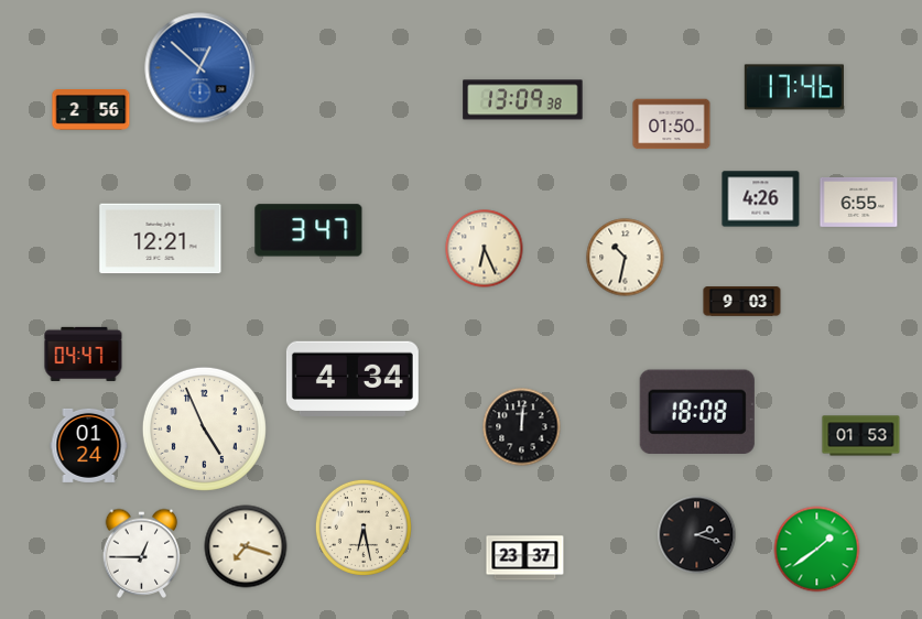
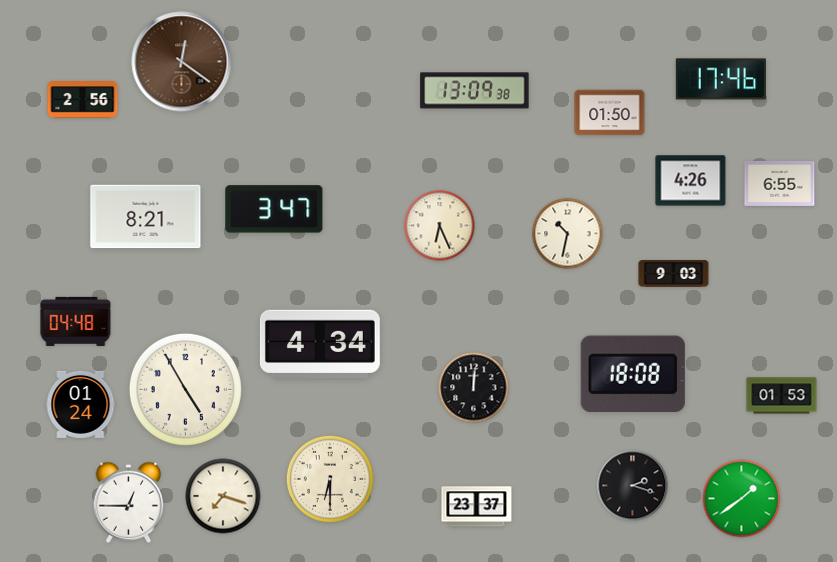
clock at (200, 68): 12:52 -> 12:21
clock at (200, 68) dial: blue -> brown
clock at (308, 230) position: (308, 230) -> (274, 209)
clock at (161, 239): 12:21 -> 8:21
clock at (84, 354): 04:47 -> 04:48
clock at (204, 428): 4:56 -> 4:55
clock at (364, 528): 6:28 -> 6:30
